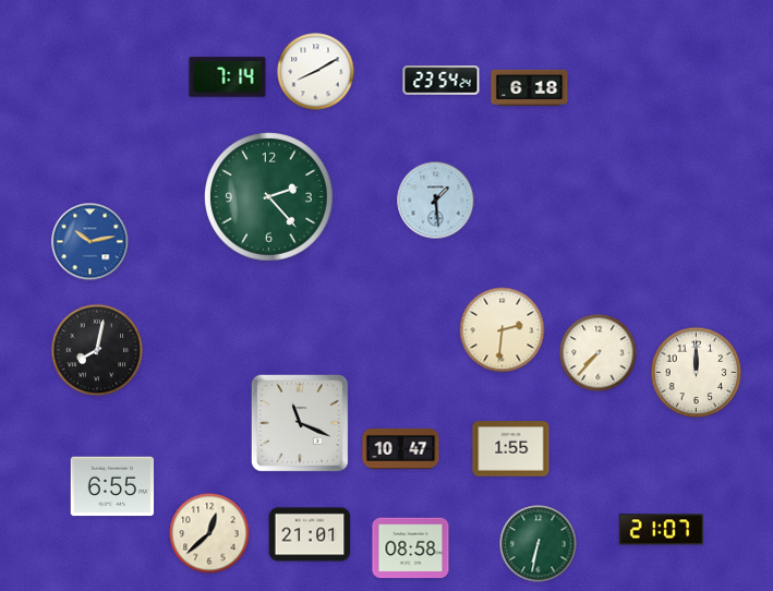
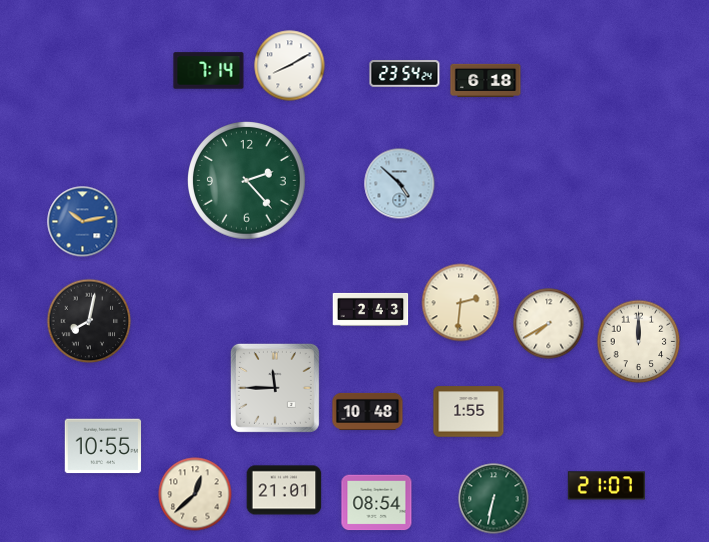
clock at (436, 201): 1:29 -> 4:52
clock at (371, 309): none -> 2:43
clock at (599, 353): 7:37 -> 7:40
clock at (300, 423): 11:19 -> 11:45
clock at (401, 448): 10:47 -> 10:48
clock at (112, 486): 6:55 -> 10:55
clock at (209, 533) position: (209, 533) -> (195, 494)
clock at (411, 548): 08:58 -> 08:54
